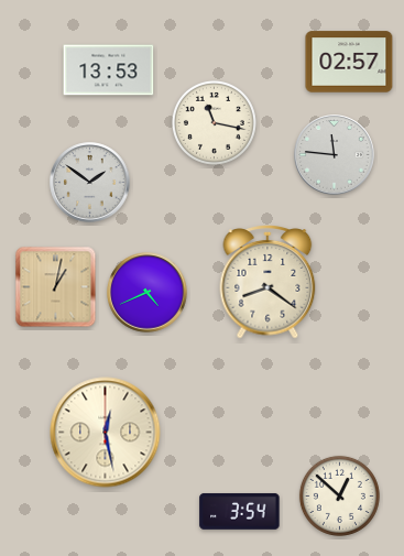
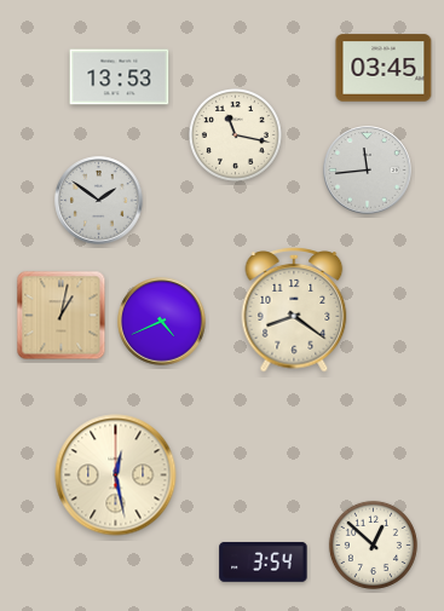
clock at (349, 62): 02:57 -> 03:45
clock at (335, 155): 11:46 -> 11:44
